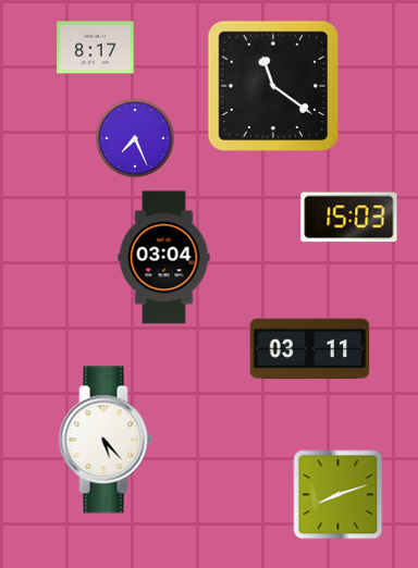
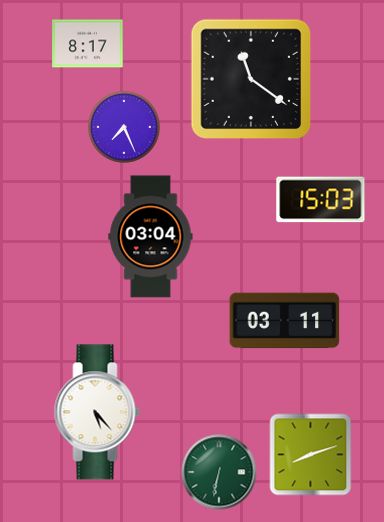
clock at (106, 440) position: (106, 440) -> (97, 412)
clock at (219, 472): none -> 6:32
